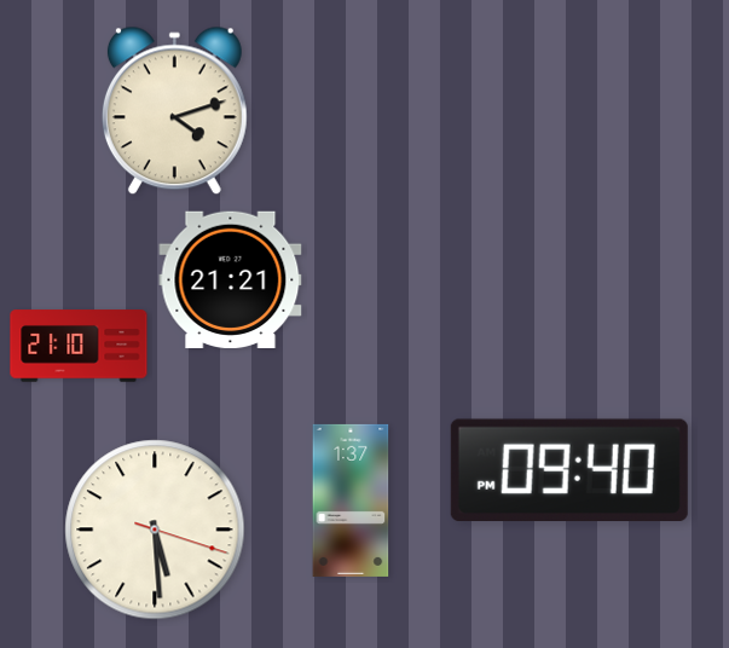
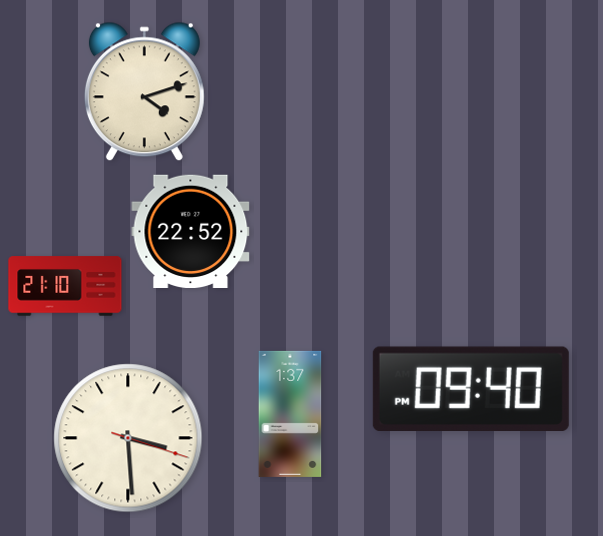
clock at (231, 279): 21:21 -> 22:52
clock at (155, 530): 5:29 -> 3:29
